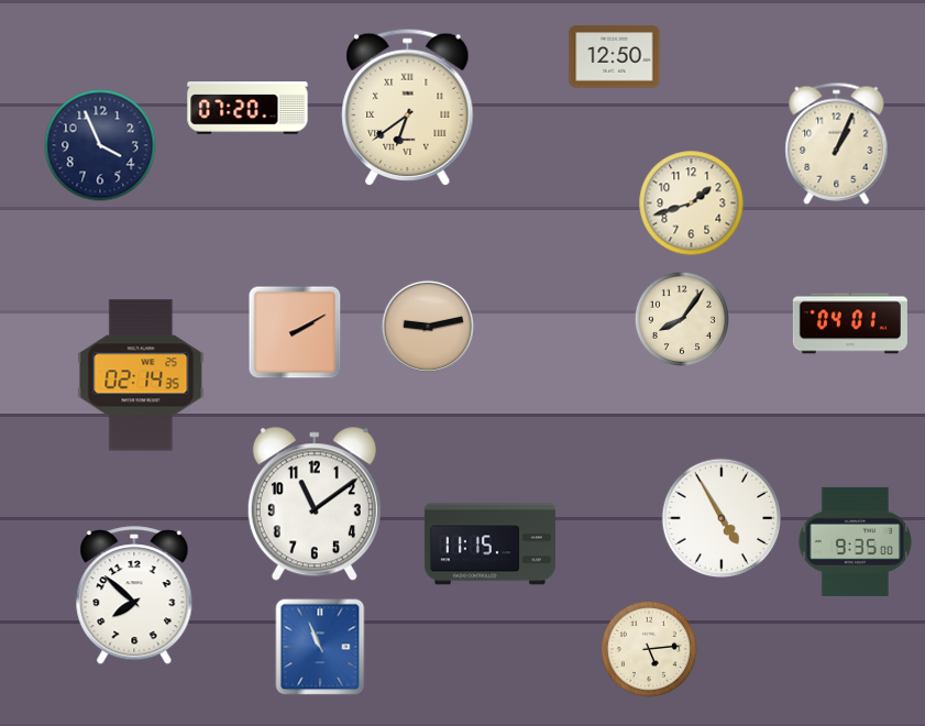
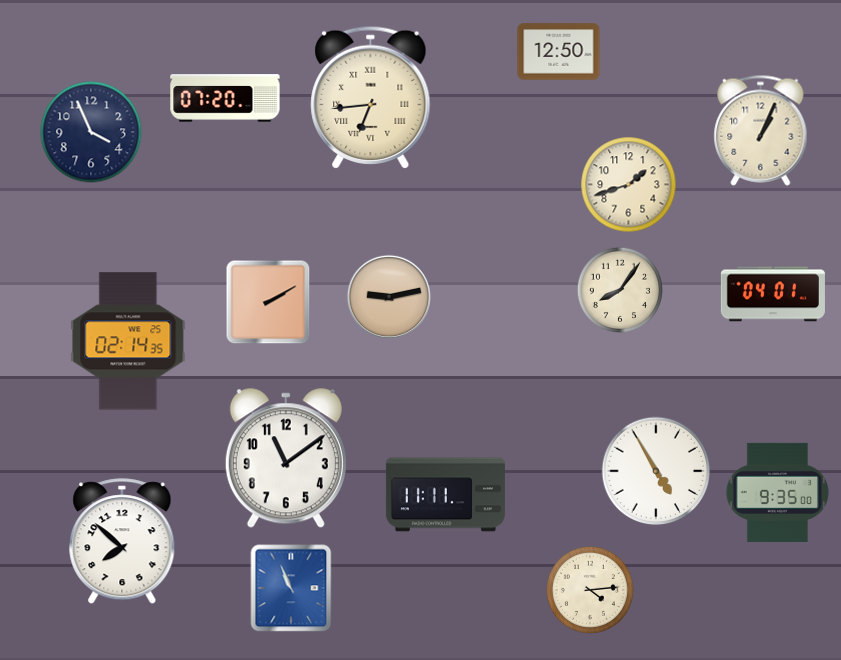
clock at (408, 107): 6:39 -> 6:44
clock at (489, 544): 11:15 -> 11:11
clock at (649, 649): 5:14 -> 4:14
